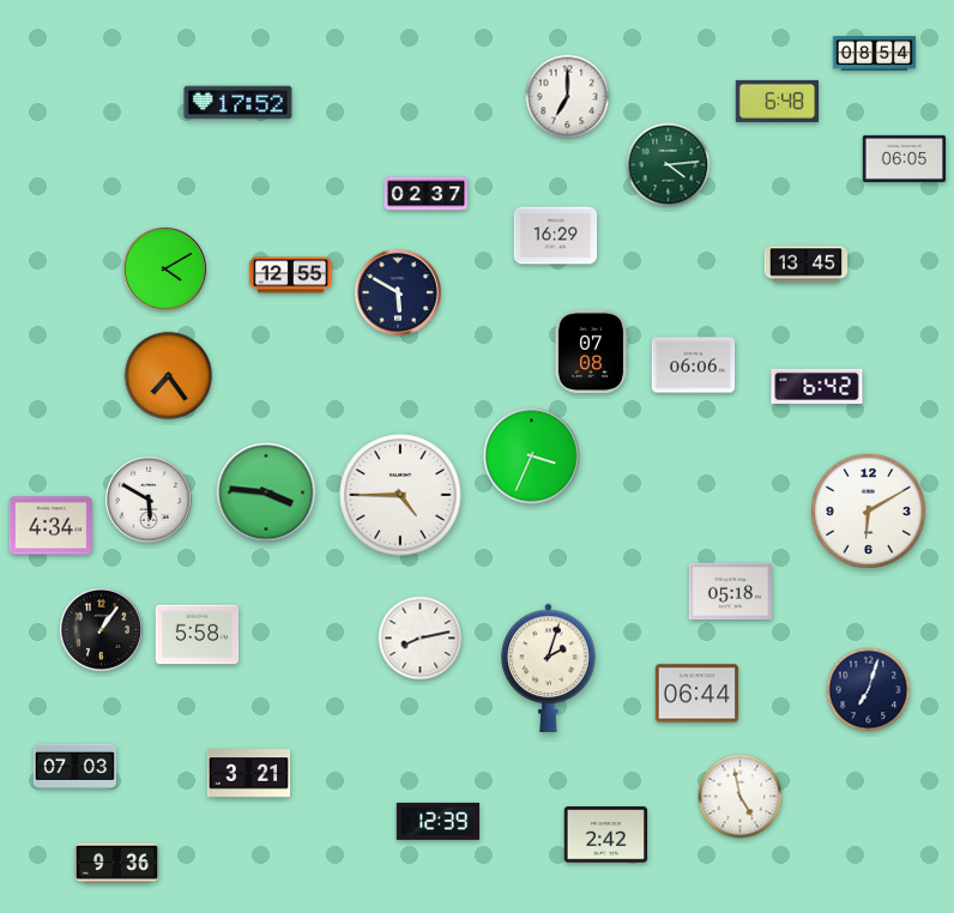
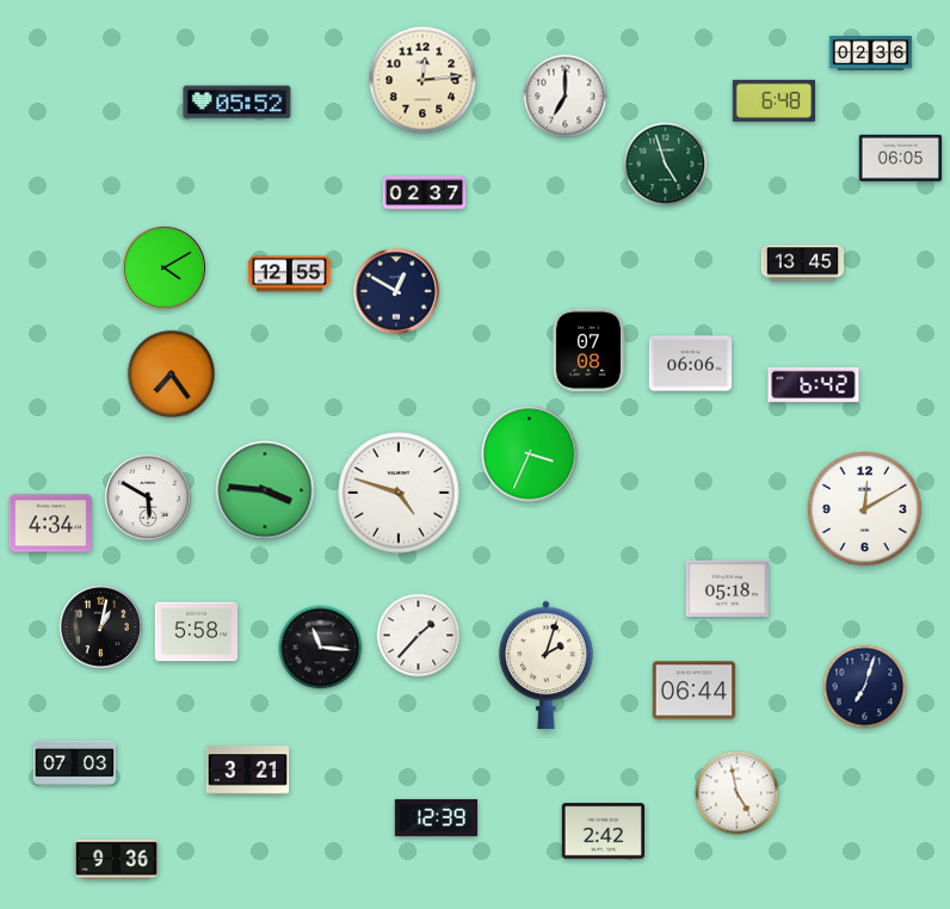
clock at (875, 54): 08:54 -> 02:36
clock at (422, 80): none -> 12:14
clock at (238, 103): 17:52 -> 05:52
clock at (669, 165): 4:14 -> 4:57
clock at (556, 236): 16:29 -> none
clock at (398, 292): 5:50 -> 12:50
clock at (168, 375) position: (168, 375) -> (171, 373)
clock at (400, 495): 4:45 -> 4:48
clock at (868, 510): 6:10 -> 12:10
clock at (101, 629): 1:06 -> 1:02
clock at (421, 639): 8:13 -> 1:37
clock at (321, 648): none -> 11:16
